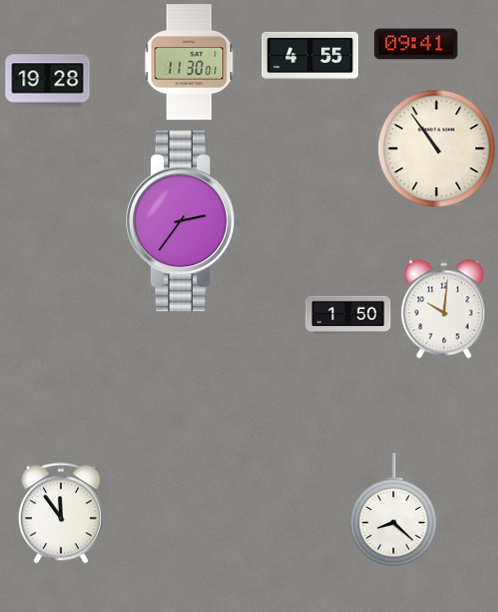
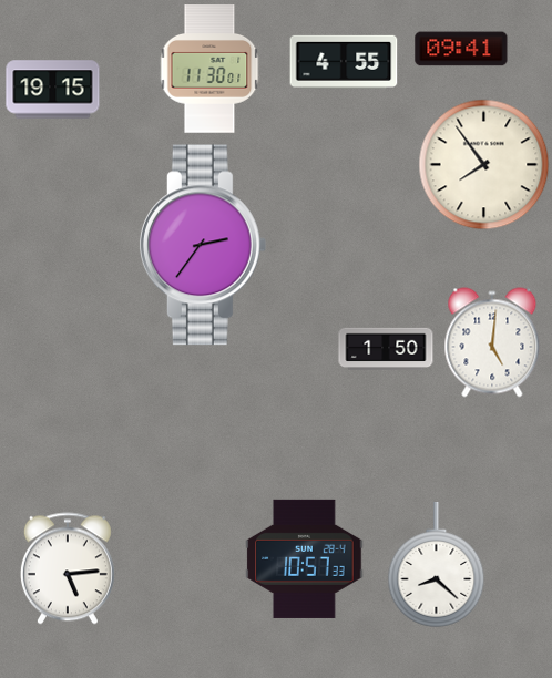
clock at (48, 81): 19:28 -> 19:15
clock at (437, 149): 10:54 -> 7:54
clock at (444, 309): 10:01 -> 5:01
clock at (305, 558): none -> 10:57
clock at (61, 513): 11:54 -> 5:14
